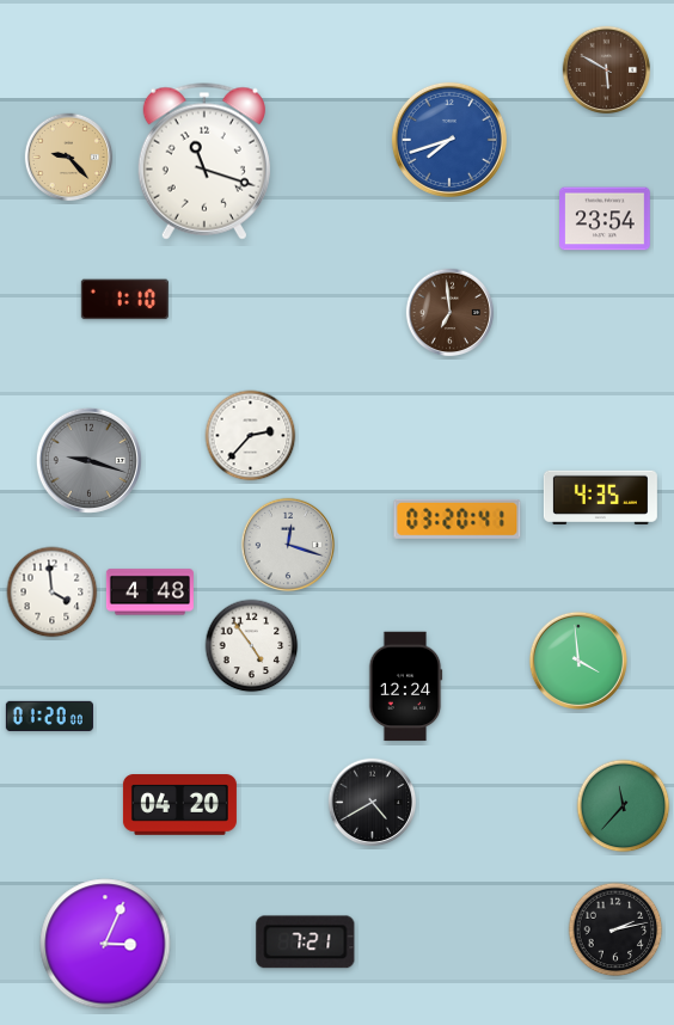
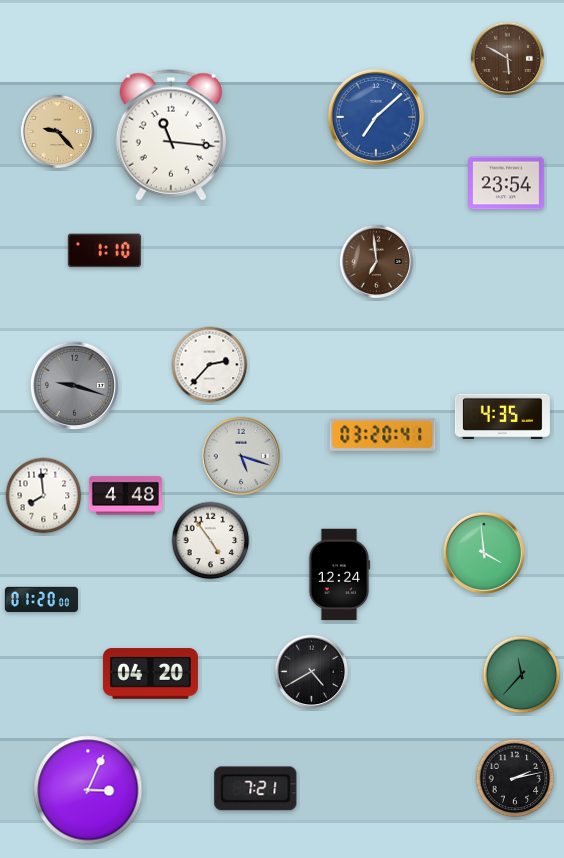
clock at (449, 140): 7:42 -> 7:08
clock at (204, 161): 11:18 -> 11:16
clock at (287, 544): 12:18 -> 5:18
clock at (53, 593): 3:59 -> 7:59
